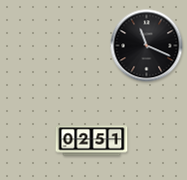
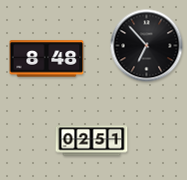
clock at (147, 46): 11:19 -> 6:53
clock at (47, 59): none -> 8:48
